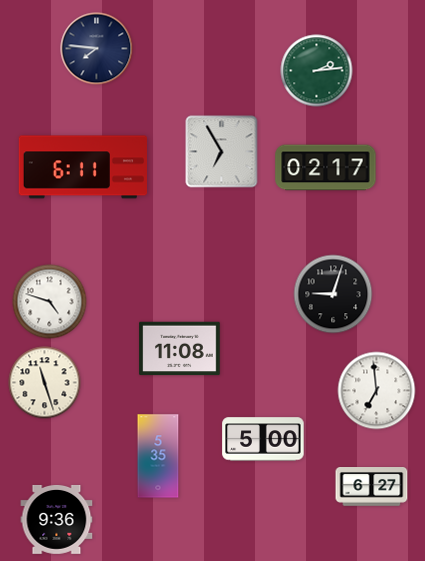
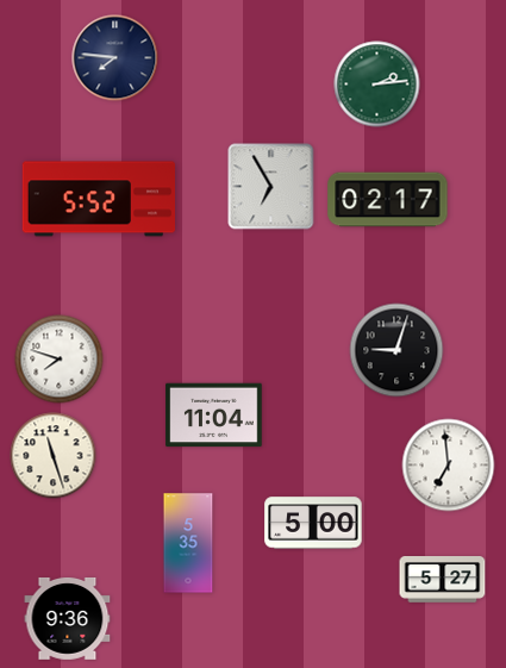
clock at (222, 152) position: (222, 152) -> (271, 187)
clock at (83, 167): 6:11 -> 5:52
clock at (50, 302): 4:48 -> 7:48
clock at (180, 349): 11:08 -> 11:04
clock at (372, 487): 6:27 -> 5:27
